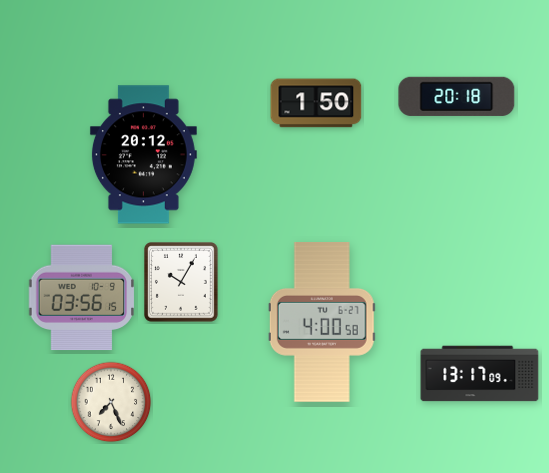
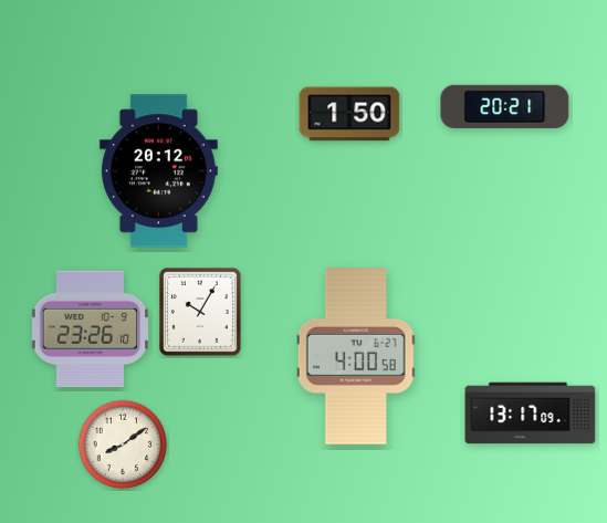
clock at (457, 96): 20:18 -> 20:21
clock at (82, 298): 03:56 -> 23:26
clock at (111, 402): 7:26 -> 8:09
